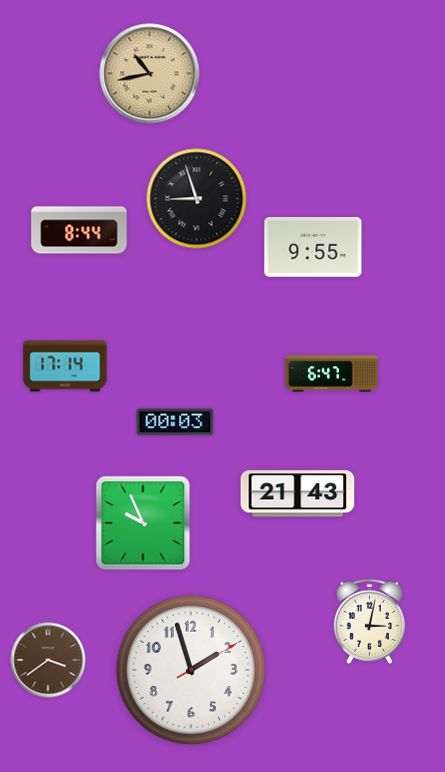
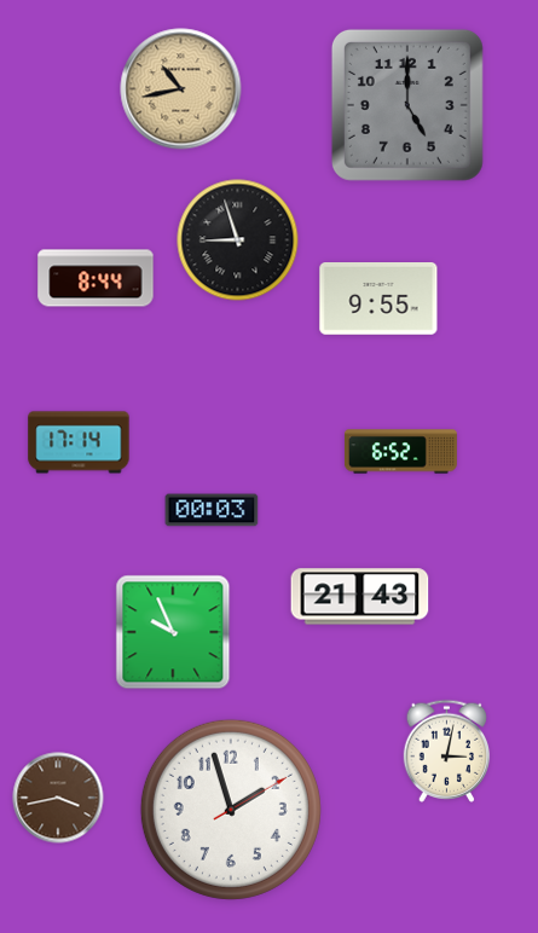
clock at (407, 105): none -> 5:00
clock at (331, 374): 6:47 -> 6:52
clock at (48, 660): 3:39 -> 3:43
